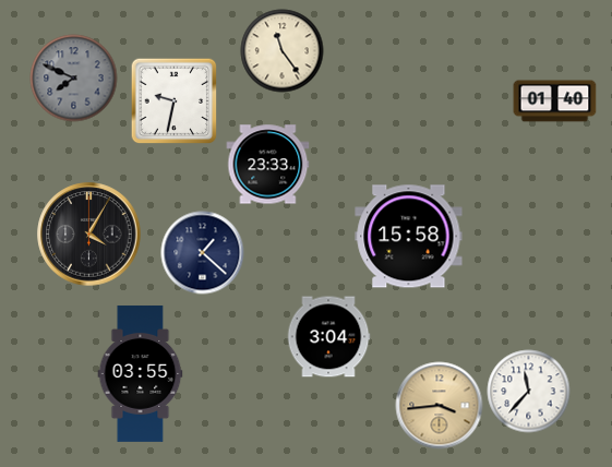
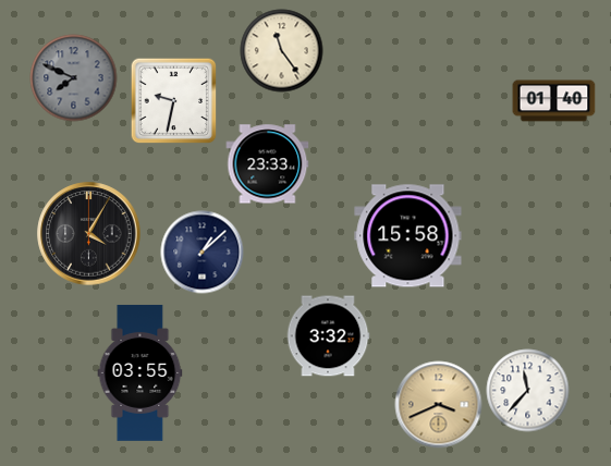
clock at (203, 253): 1:22 -> 1:08
clock at (328, 337): 3:04 -> 3:32
clock at (440, 406): 3:44 -> 3:41
